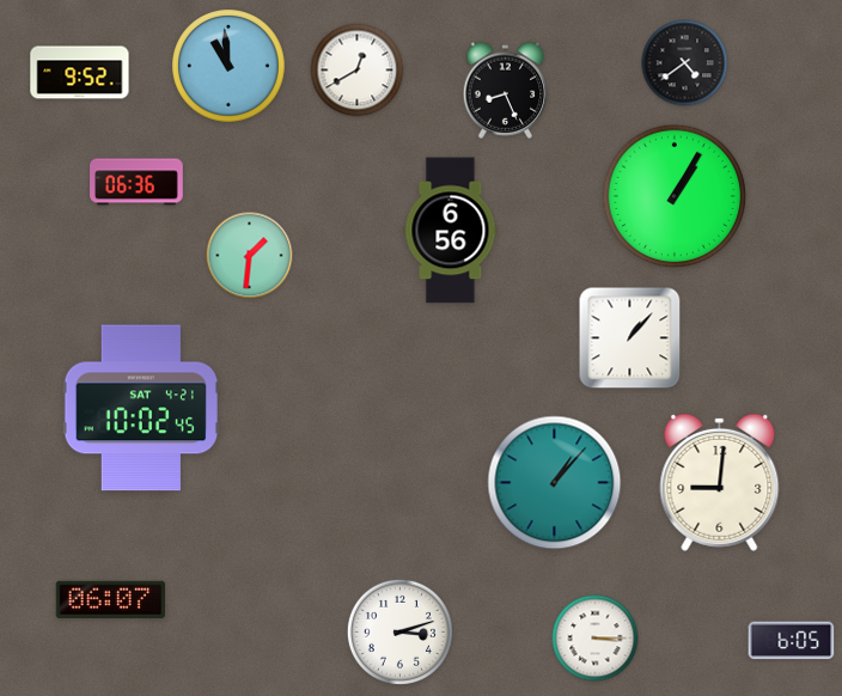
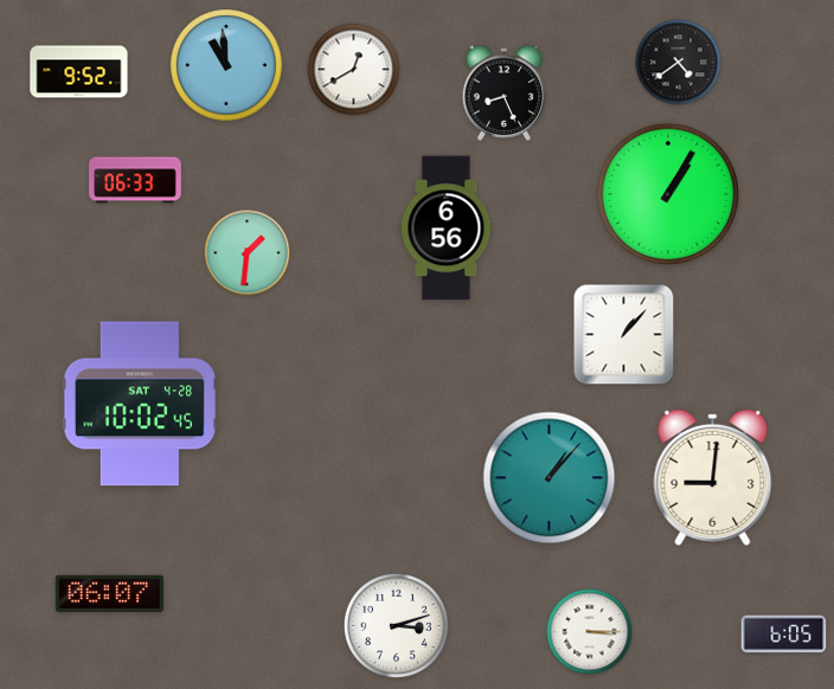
clock at (506, 90) position: (506, 90) -> (505, 92)
clock at (136, 182): 06:36 -> 06:33
clock at (141, 408) date: SAT 4-21 -> SAT 4-28
